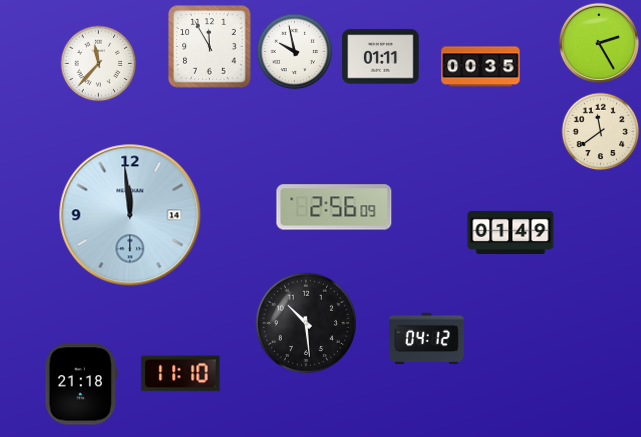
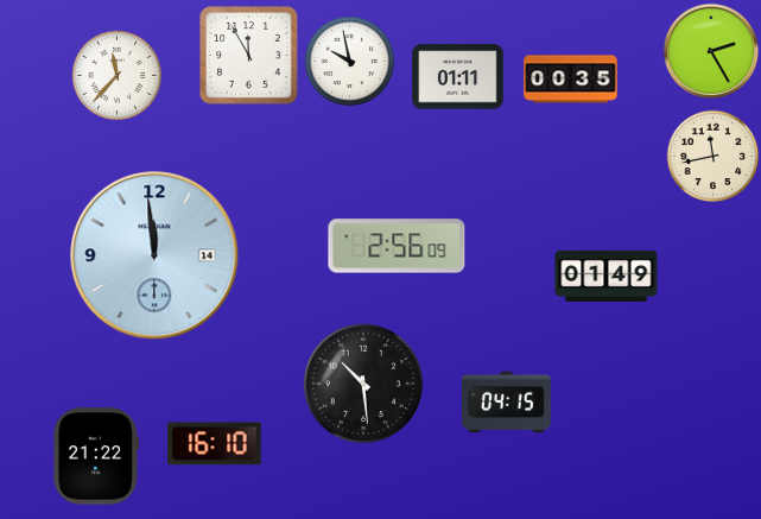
clock at (381, 57) position: (381, 57) -> (458, 77)
clock at (601, 132): 11:39 -> 11:43
clock at (427, 339): 04:12 -> 04:15
clock at (181, 374): 11:10 -> 16:10
clock at (81, 384): 21:18 -> 21:22
